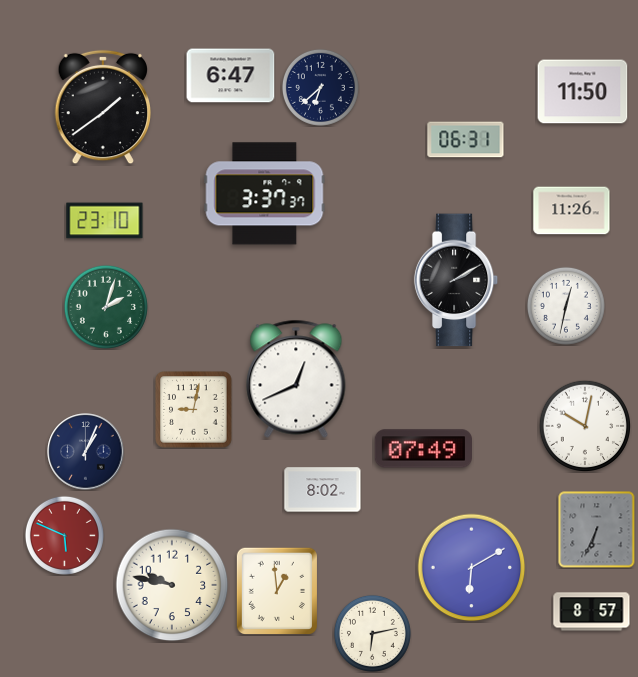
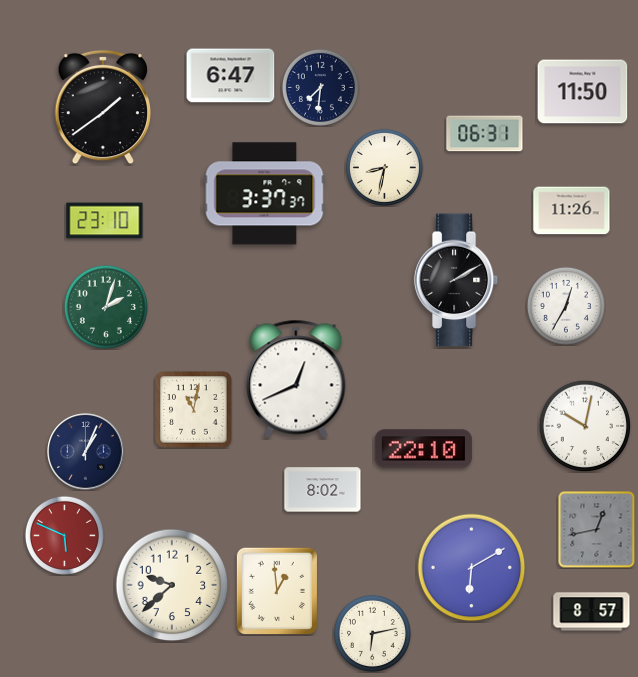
clock at (320, 87): 6:38 -> 7:31
clock at (466, 140) position: (466, 140) -> (485, 134)
clock at (384, 167): none -> 8:32
clock at (566, 306): 12:32 -> 12:35
clock at (194, 410): 9:02 -> 11:02
clock at (423, 449): 07:49 -> 22:10
clock at (596, 529): 6:34 -> 12:43
clock at (172, 585): 9:47 -> 9:38
